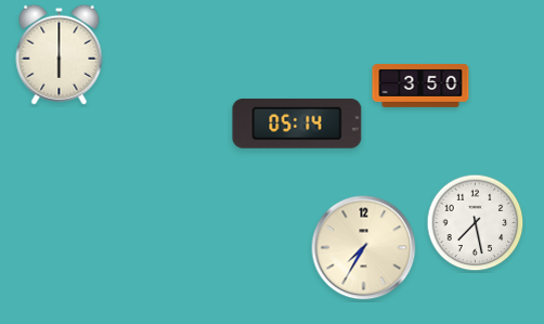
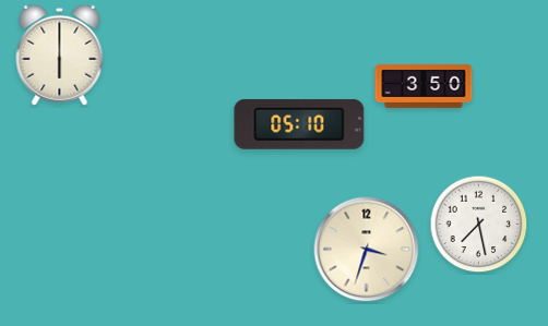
clock at (297, 124): 05:14 -> 05:10
clock at (364, 248): 7:35 -> 3:33
